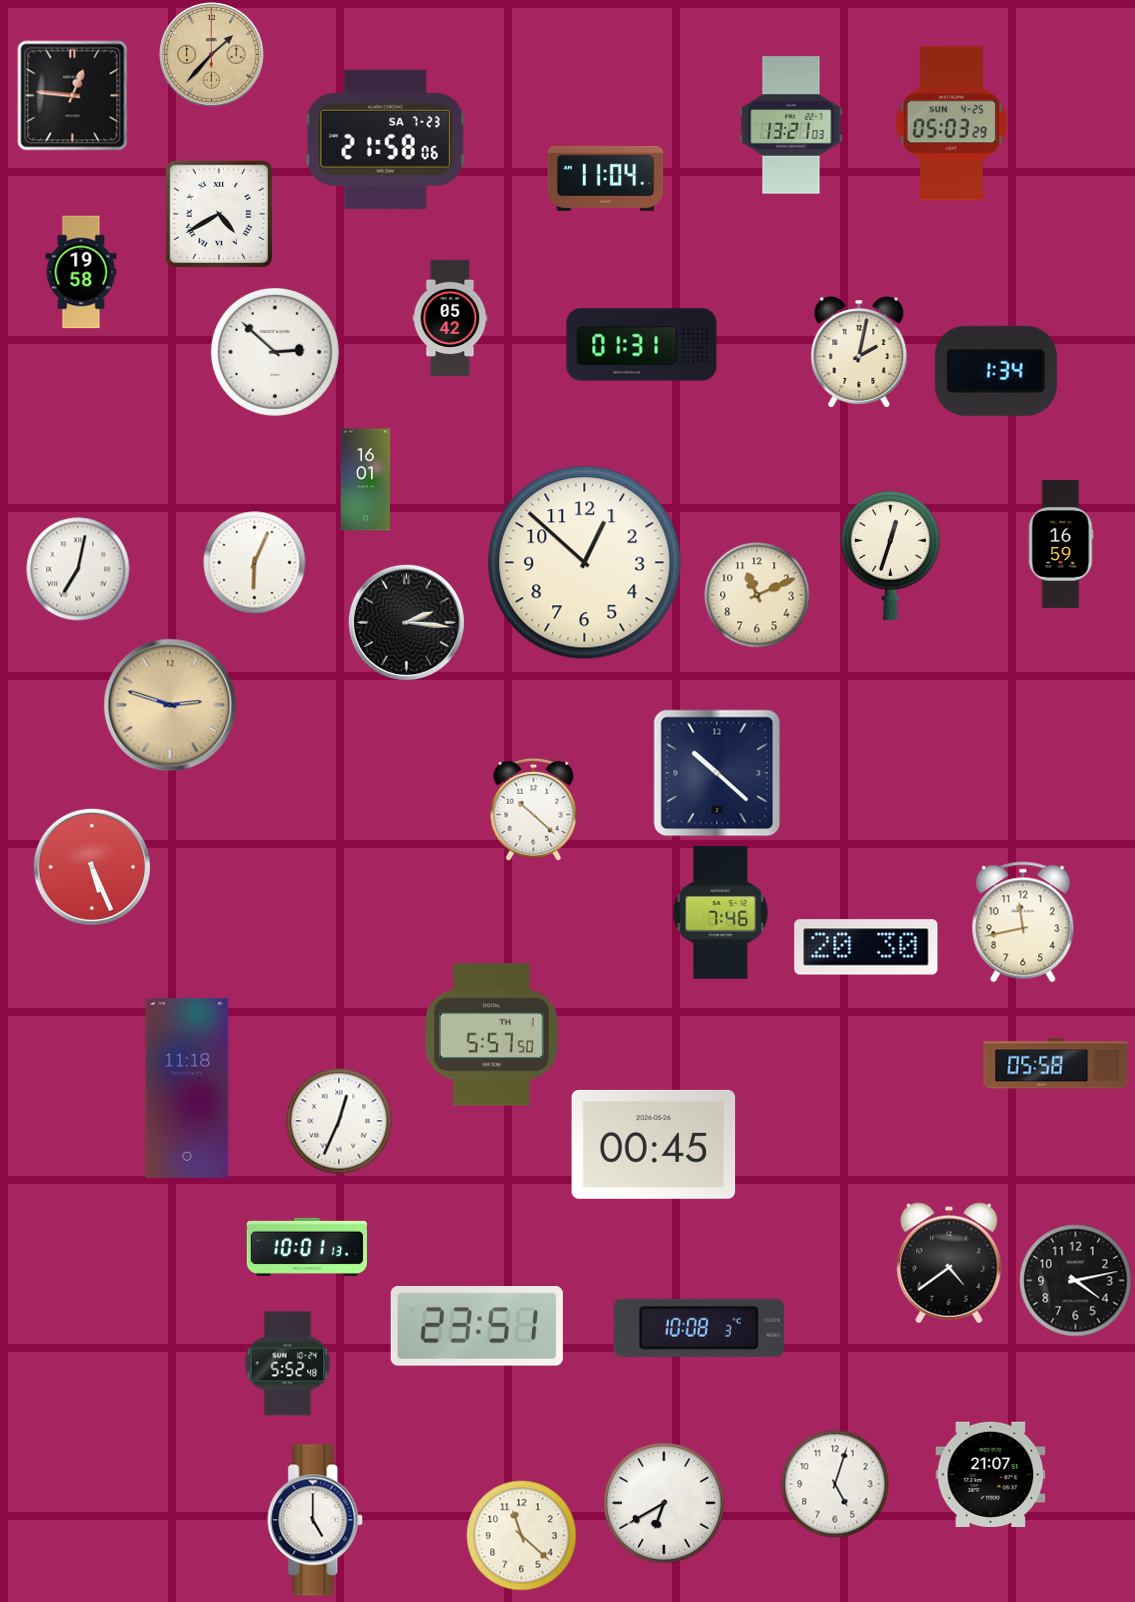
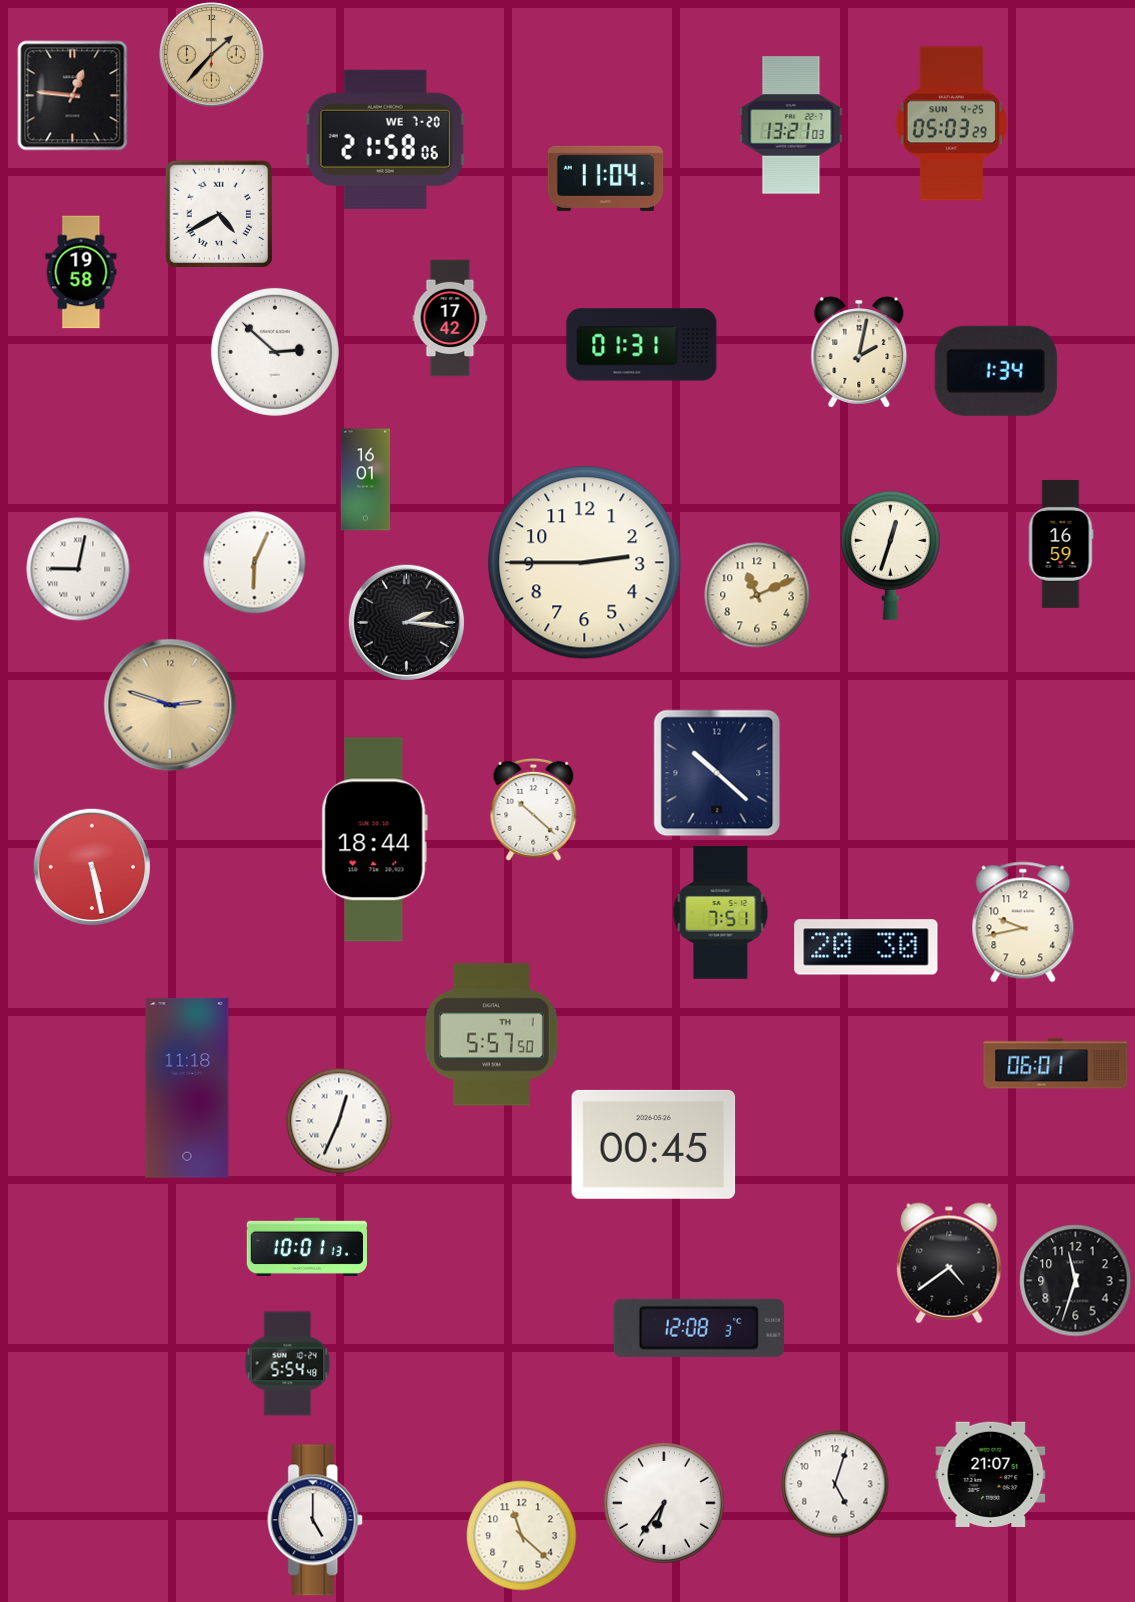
clock at (386, 139) date: SA 7-23 -> WE 7-20
clock at (450, 318): 05:42 -> 17:42
clock at (585, 563): 12:52 -> 2:45
clock at (78, 569): 7:02 -> 9:02
clock at (374, 840): none -> 18:44
clock at (92, 867): 5:26 -> 5:28
clock at (721, 913): 7:46 -> 7:51
clock at (1023, 922): 11:43 -> 9:43
clock at (1056, 1064): 05:58 -> 06:01
clock at (1076, 1281): 4:13 -> 11:33
clock at (477, 1327): 23:51 -> none
clock at (699, 1328): 10:08 -> 12:08
clock at (288, 1364): 5:52 -> 5:54
clock at (664, 1503): 6:40 -> 6:36
